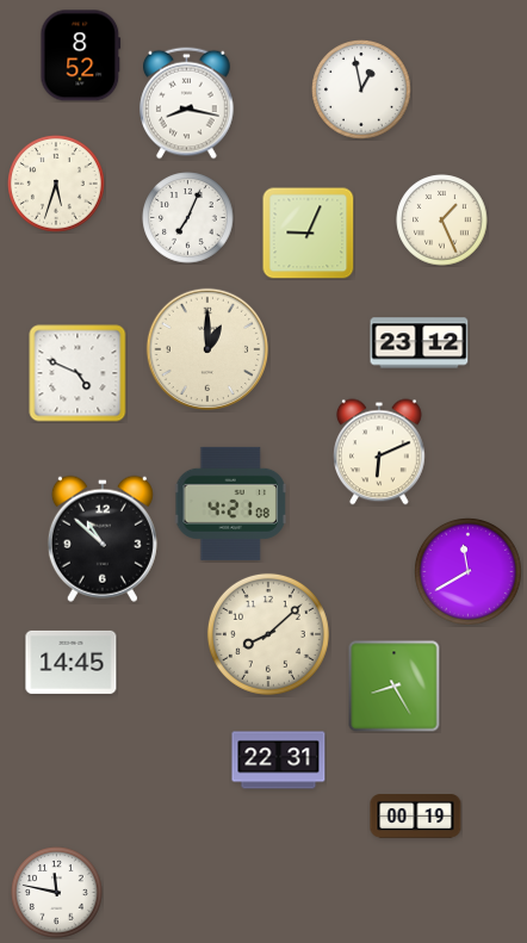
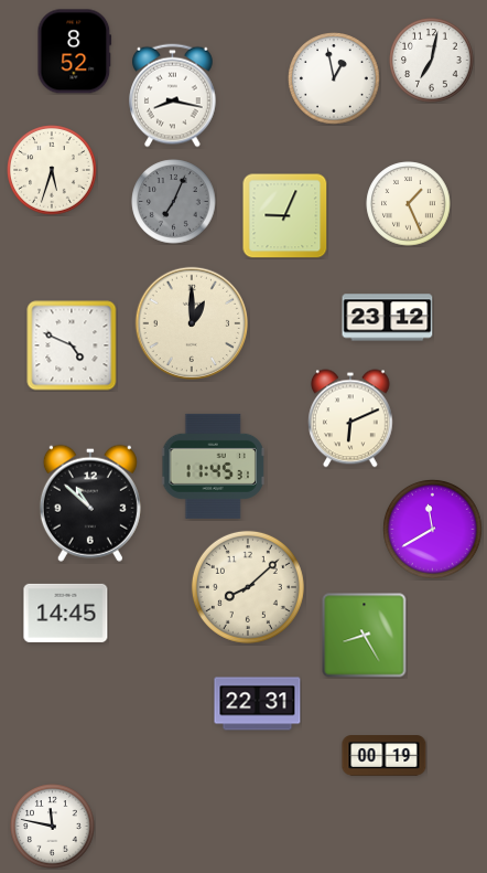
clock at (432, 61): none -> 7:02
clock at (361, 89) position: (361, 89) -> (334, 78)
clock at (188, 218) dial: white -> grey
clock at (230, 503): 4:21 -> 11:45
clock at (103, 539) position: (103, 539) -> (90, 503)
